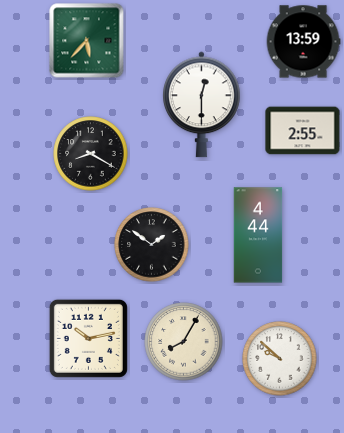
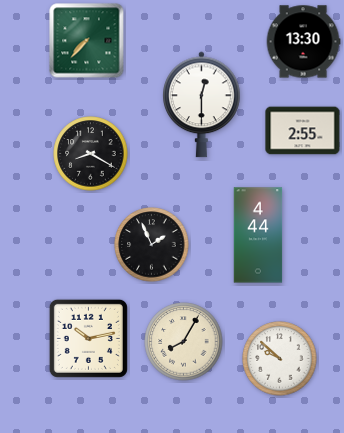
clock at (87, 41): 5:37 -> 7:37
clock at (303, 42): 13:59 -> 13:30
clock at (152, 245): 1:51 -> 1:56
